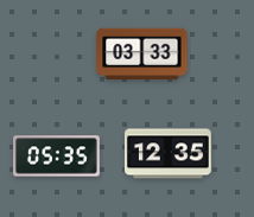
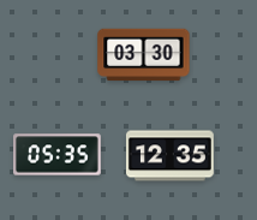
clock at (142, 55): 03:33 -> 03:30
clock at (57, 157) position: (57, 157) -> (58, 155)
